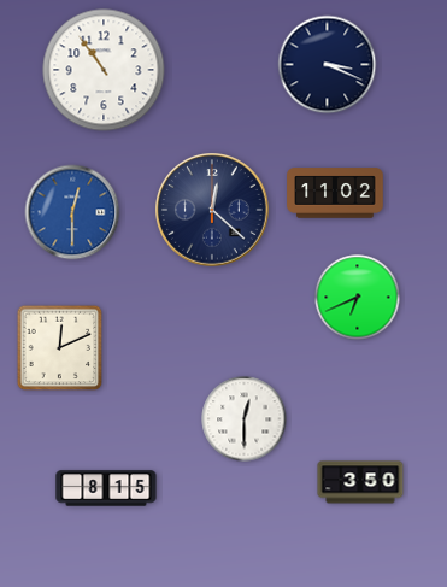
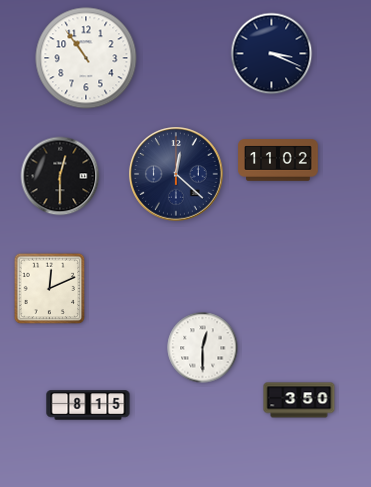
clock at (72, 212) dial: blue -> black
clock at (358, 298): 6:41 -> none
